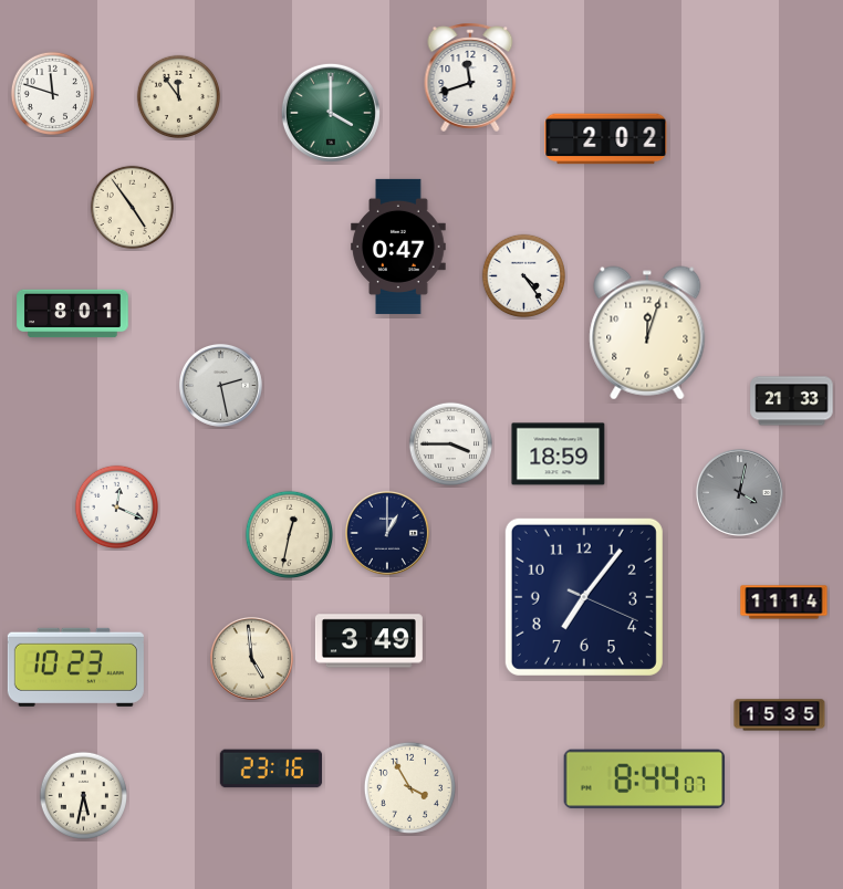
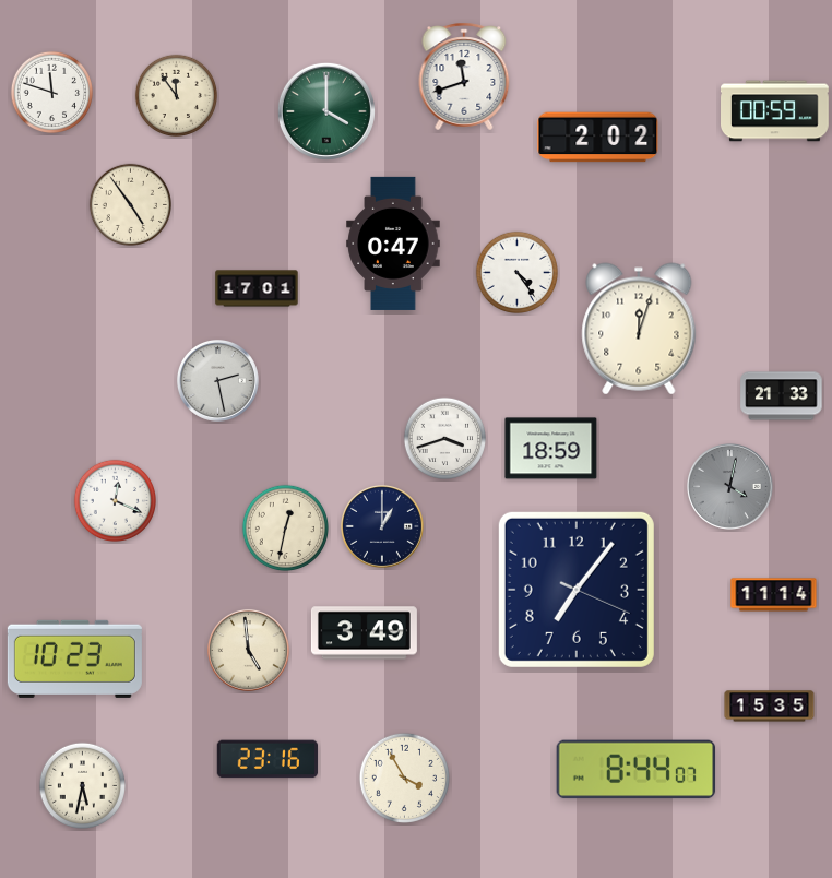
clock at (775, 111): none -> 00:59
clock at (257, 288): none -> 17:01
clock at (73, 314): 8:01 -> none
clock at (451, 445): 3:45 -> 3:42
